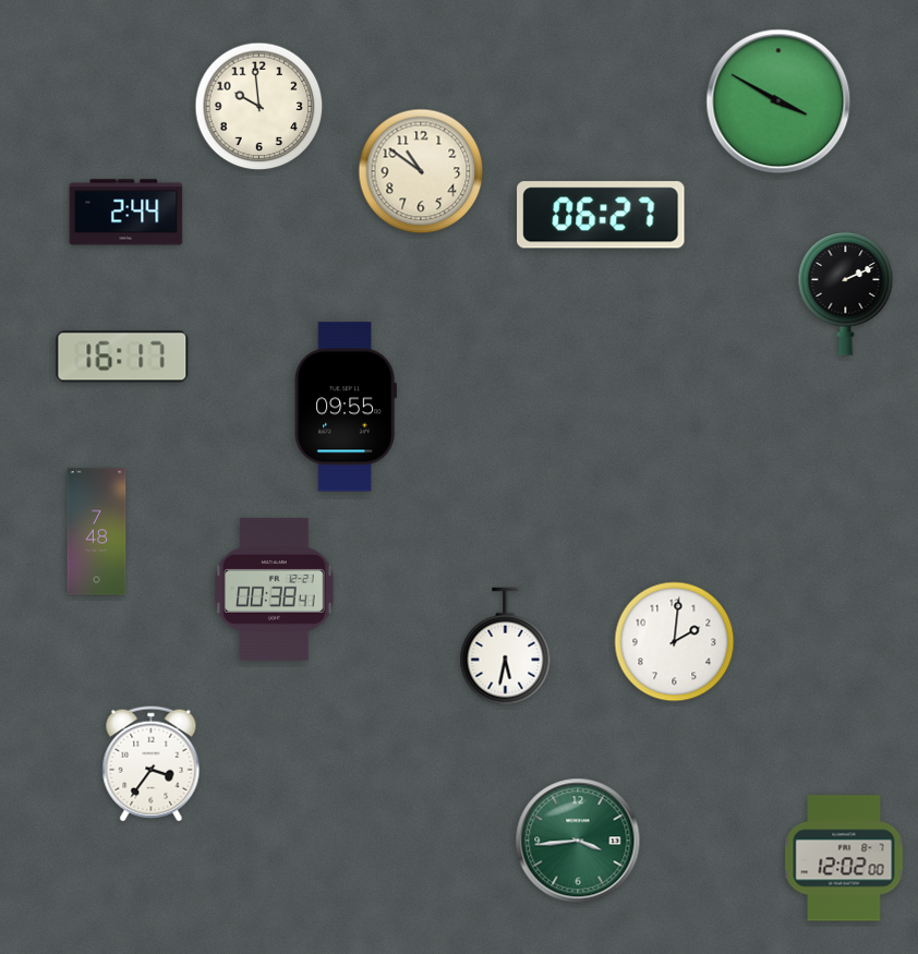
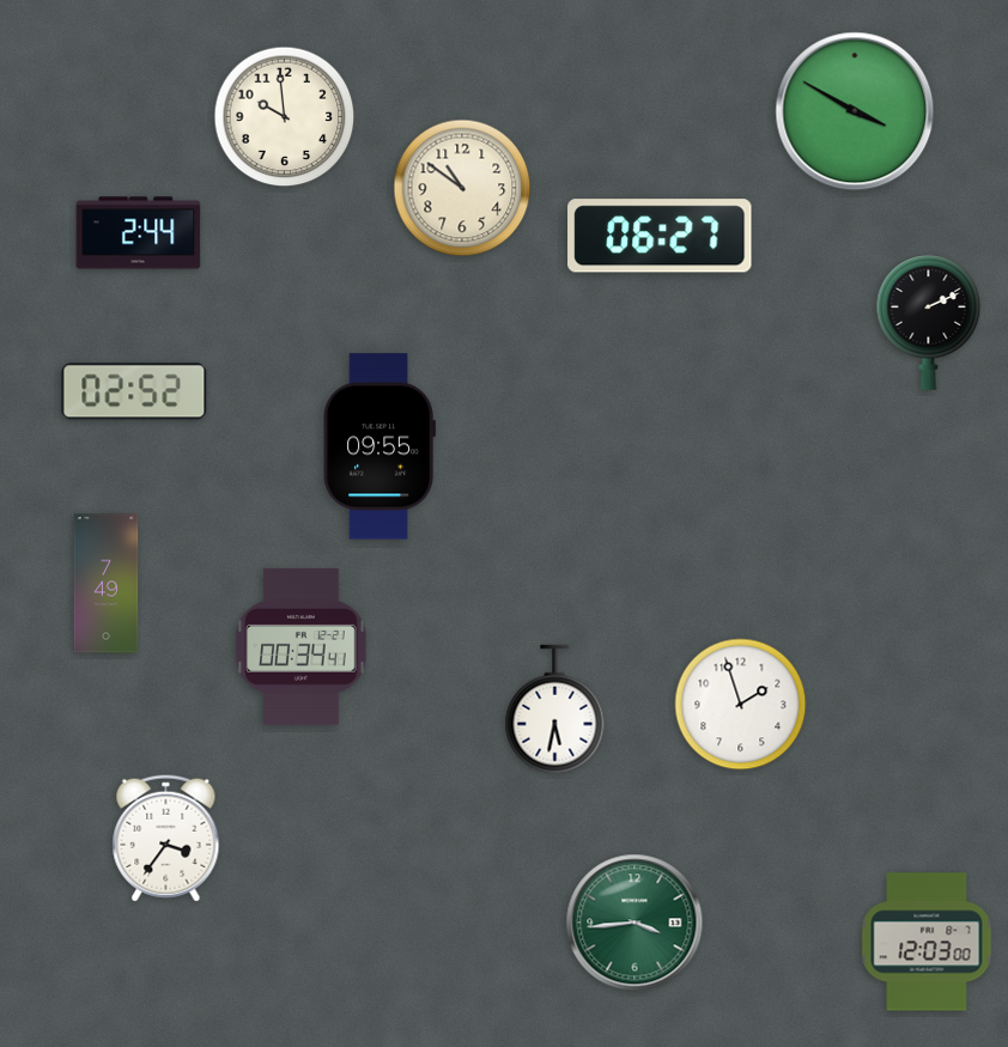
clock at (122, 357): 16:17 -> 02:52
clock at (97, 532): 7:48 -> 7:49
clock at (275, 589): 00:38 -> 00:34
clock at (675, 642): 2:01 -> 1:57
clock at (844, 858): 12:02 -> 12:03
